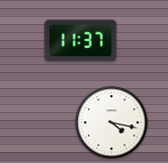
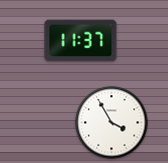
clock at (112, 123): 4:17 -> 3:55
